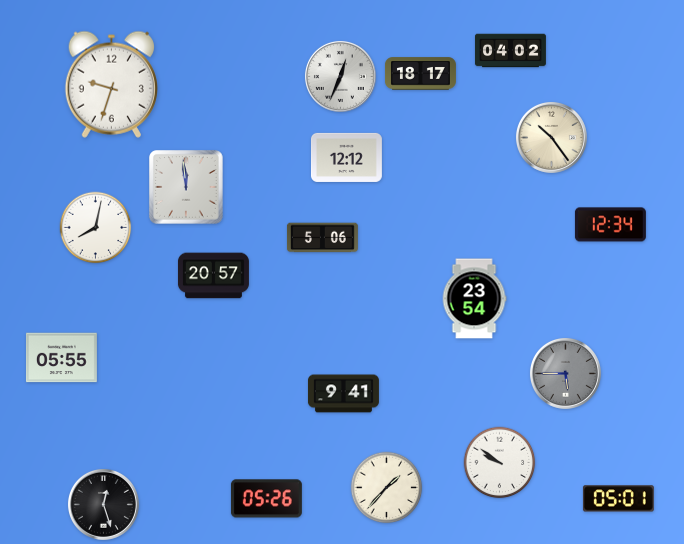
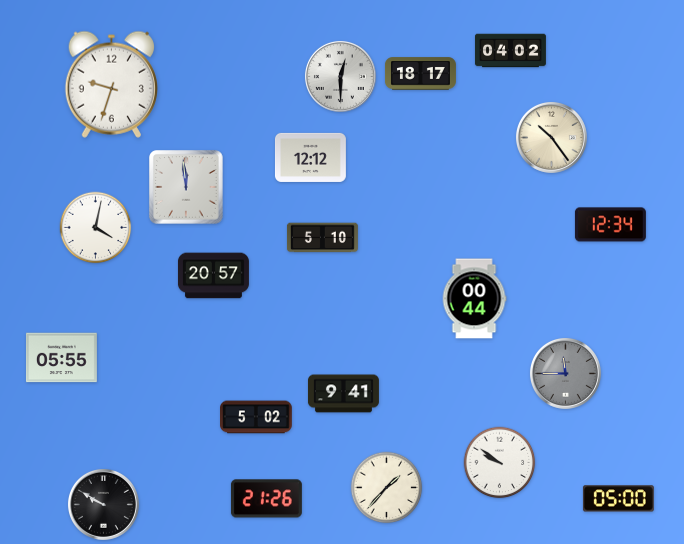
clock at (340, 76): 12:34 -> 12:30
clock at (346, 157) position: (346, 157) -> (310, 157)
clock at (96, 228): 8:02 -> 4:02
clock at (322, 238): 5:06 -> 5:10
clock at (474, 299): 23:54 -> 00:44
clock at (565, 373): 5:45 -> 11:45
clock at (257, 417): none -> 5:02
clock at (266, 499): 05:26 -> 21:26
clock at (618, 499): 05:01 -> 05:00
clock at (103, 504): 12:27 -> 9:50
